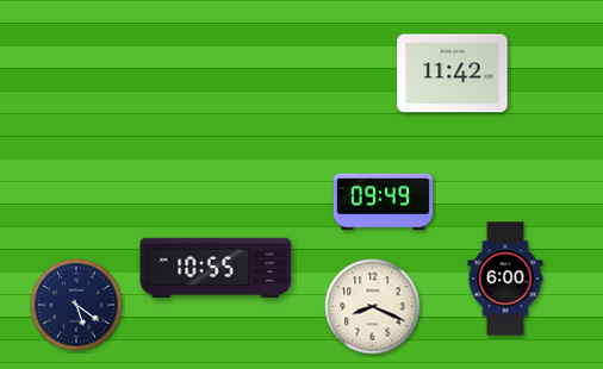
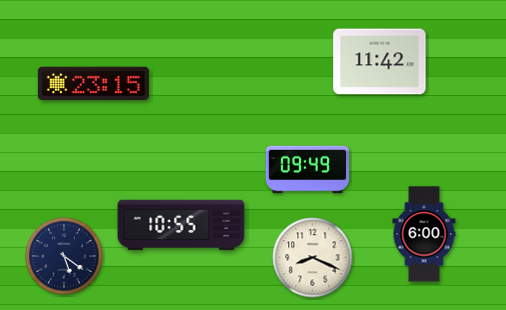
clock at (93, 84): none -> 23:15
clock at (384, 202) position: (384, 202) -> (308, 170)
